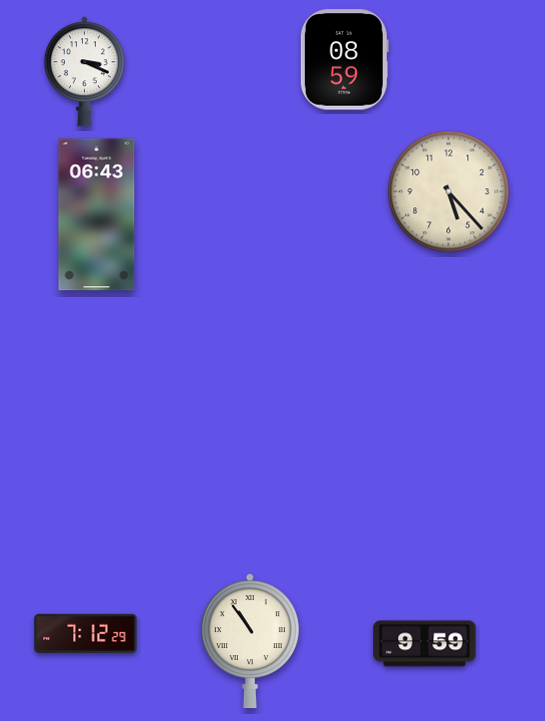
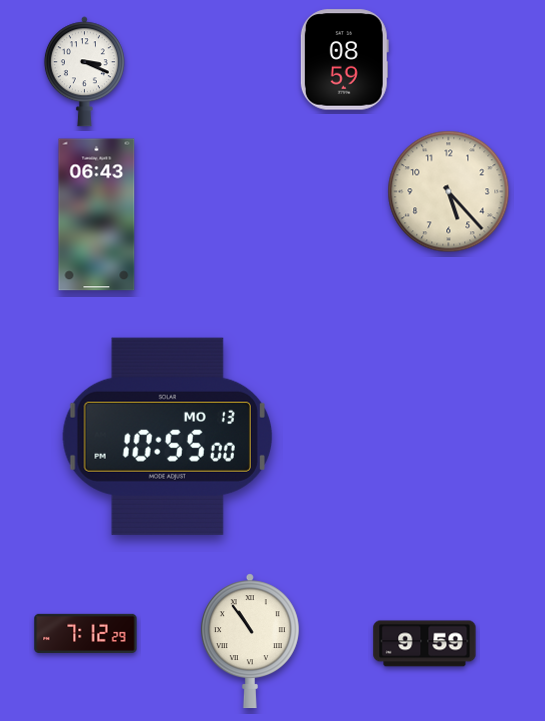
clock at (167, 436): none -> 10:55
